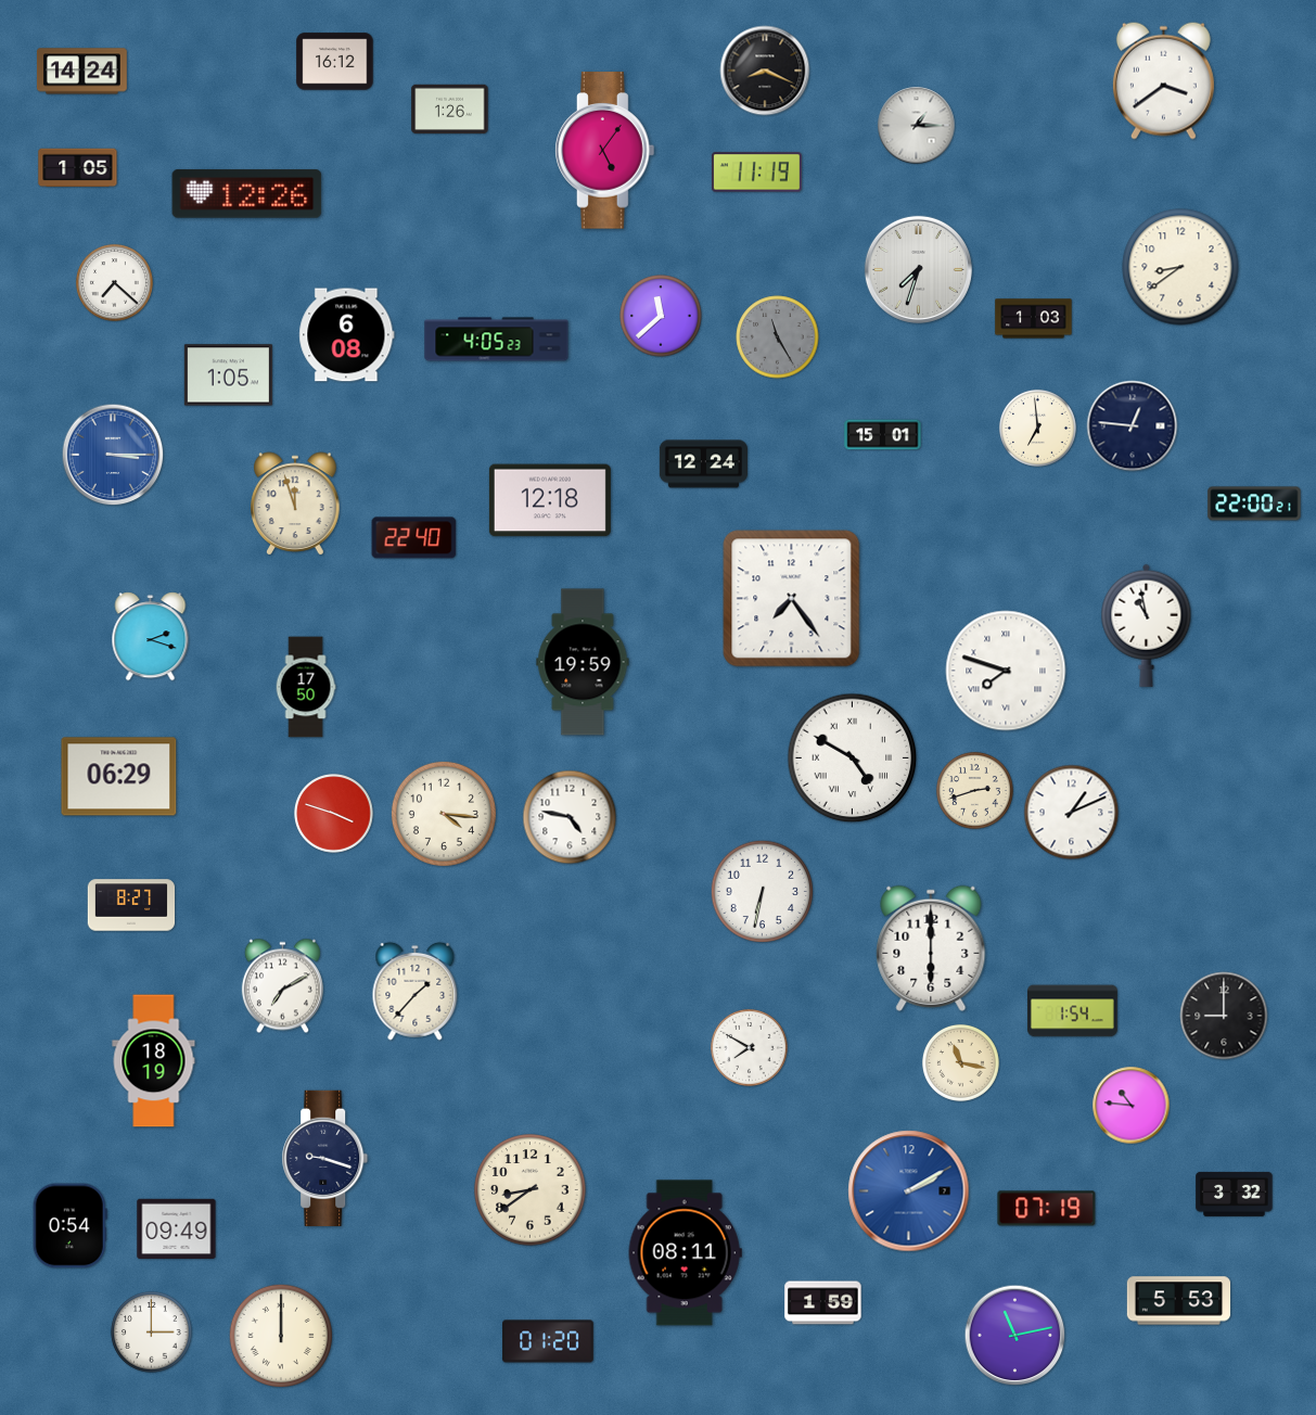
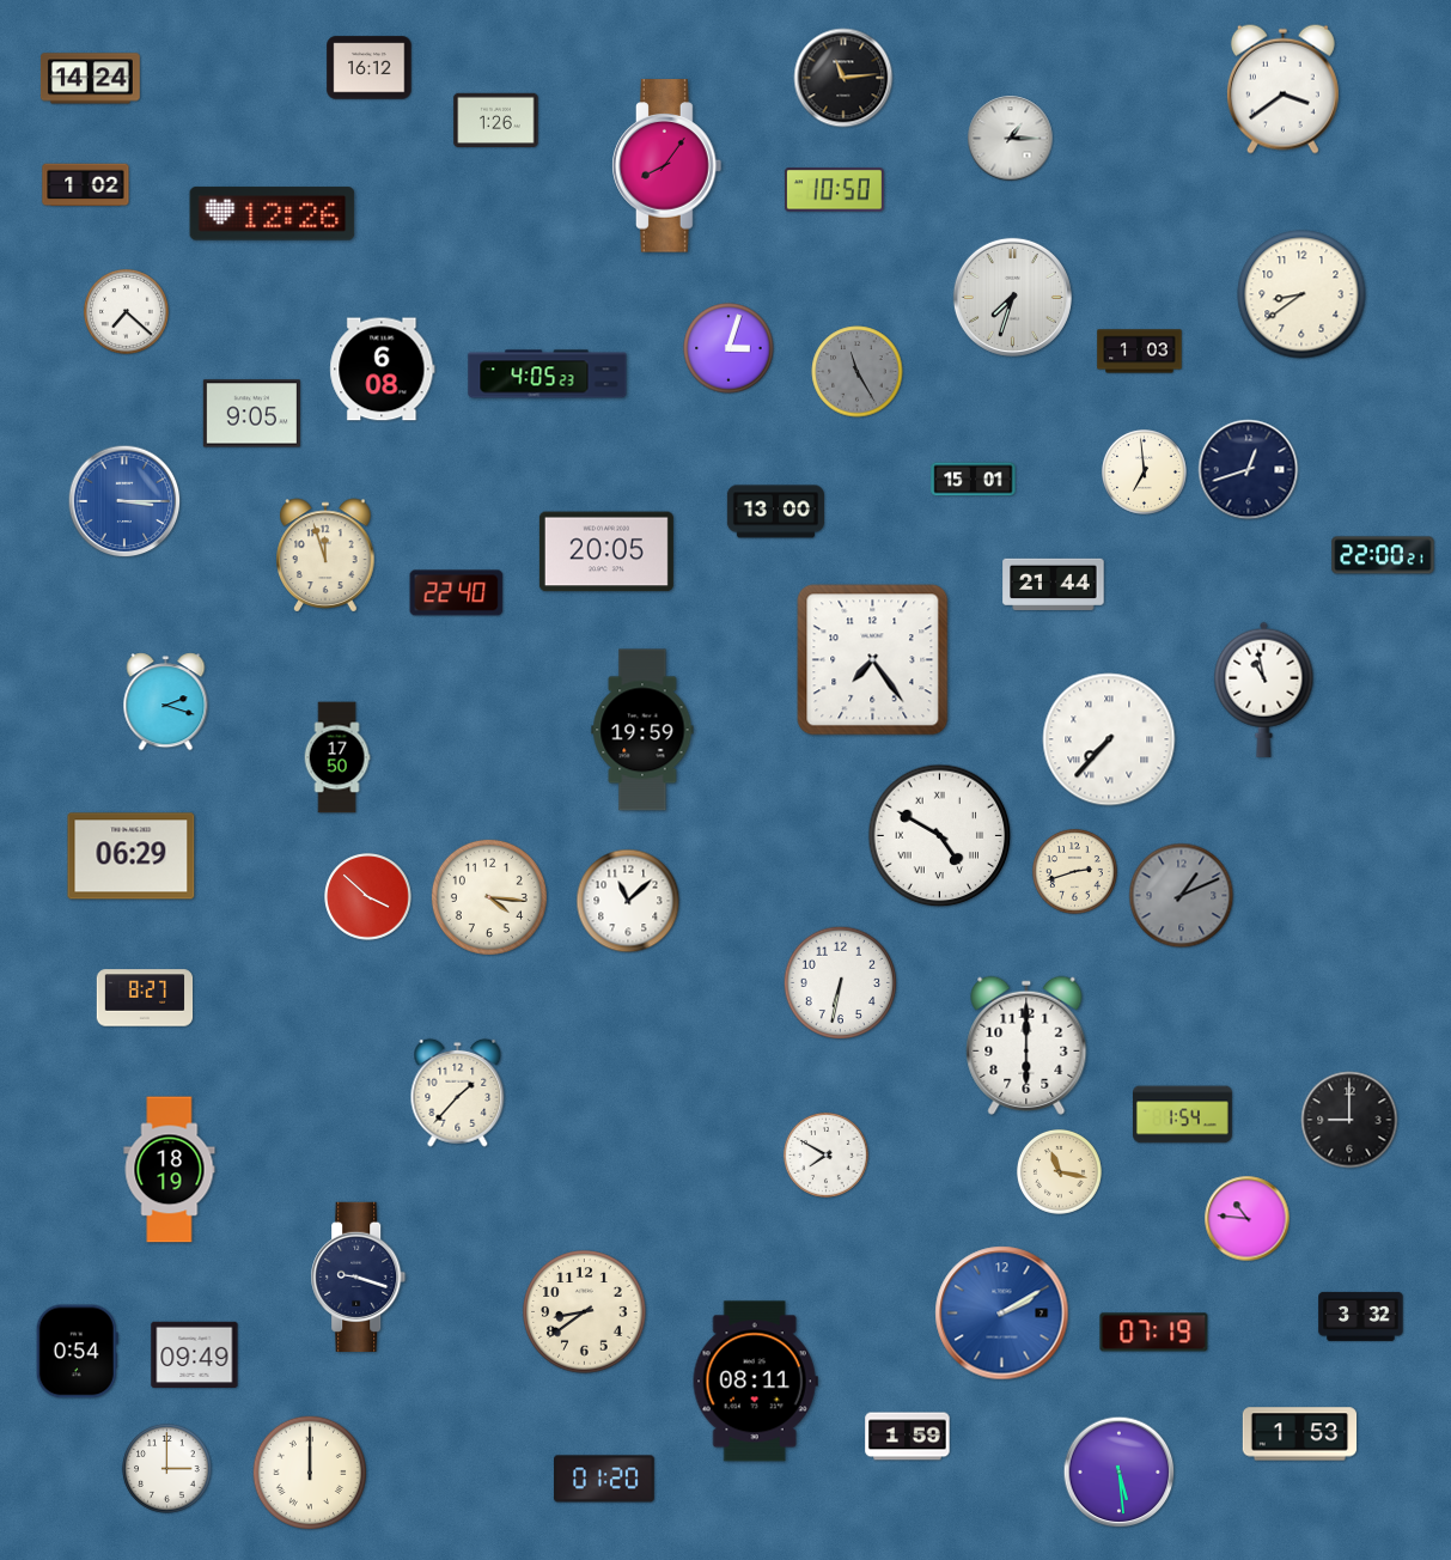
clock at (765, 71): 8:19 -> 11:14
clock at (605, 151): 5:06 -> 8:06
clock at (78, 168): 1:05 -> 1:02
clock at (756, 173): 11:19 -> 10:50
clock at (661, 316): 11:38 -> 3:03
clock at (228, 375): 1:05 -> 9:05
clock at (1133, 426): 12:46 -> 12:42
clock at (703, 464): 12:24 -> 13:00
clock at (550, 500): 12:18 -> 20:05
clock at (1054, 584): none -> 21:44
clock at (1006, 671): 7:48 -> 7:37
clock at (1072, 813) dial: white -> grey
clock at (334, 814): 3:48 -> 3:52
clock at (570, 817): 4:47 -> 11:08
clock at (282, 986): 7:10 -> none
clock at (1179, 1301): 5:53 -> 1:53
clock at (1015, 1336): 11:13 -> 5:29
